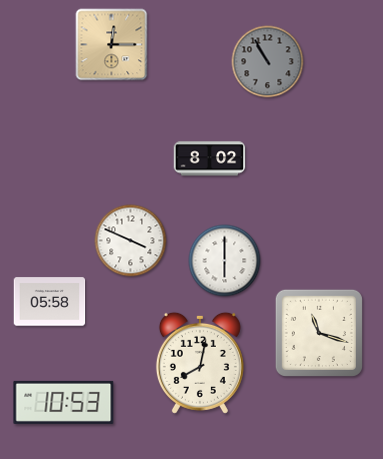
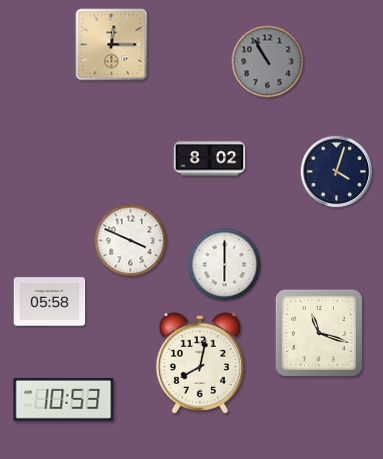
clock at (337, 172): none -> 4:03
clock at (225, 261) position: (225, 261) -> (225, 265)
clock at (64, 402) position: (64, 402) -> (64, 399)
